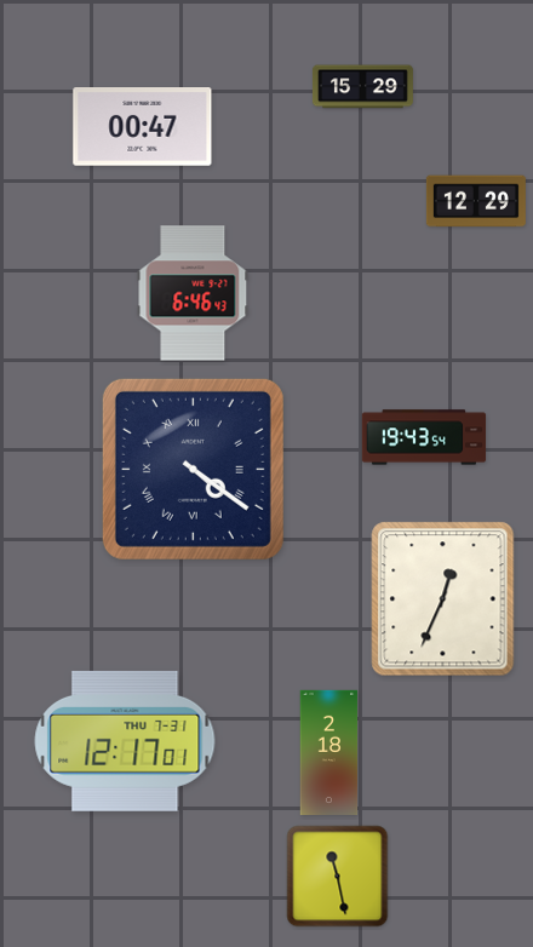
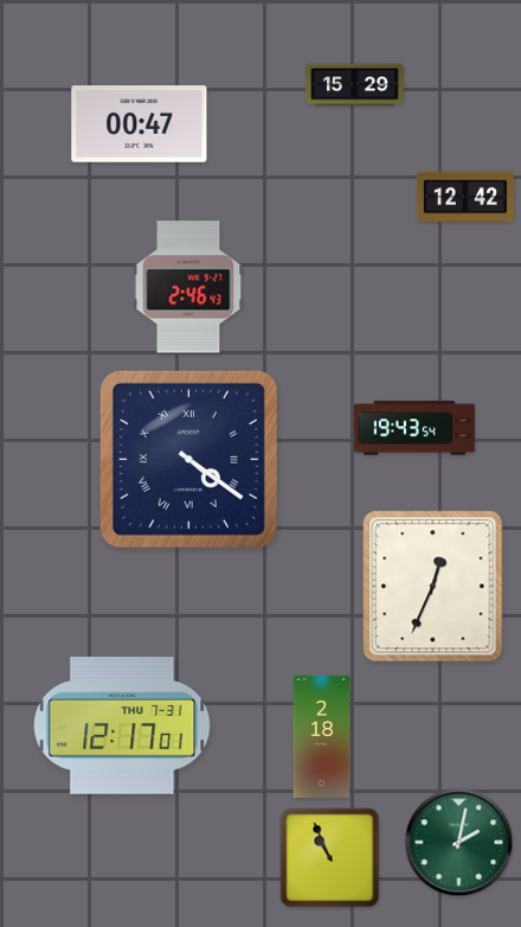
clock at (476, 201): 12:29 -> 12:42
clock at (193, 293): 6:46 -> 2:46
clock at (459, 843): none -> 2:02
clock at (338, 877): 11:28 -> 10:56
